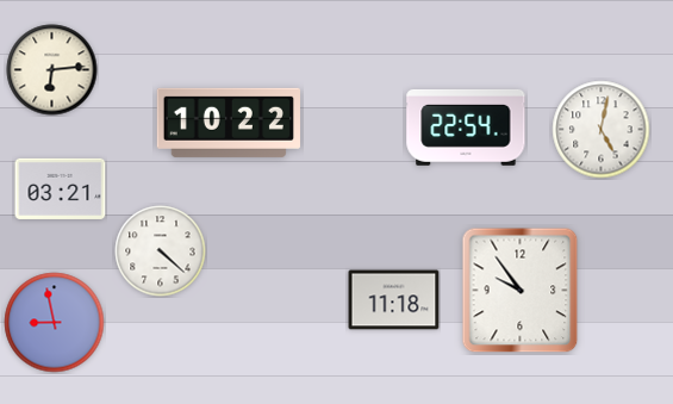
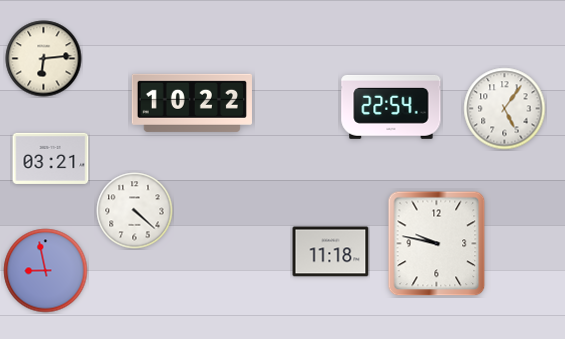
clock at (602, 130): 5:02 -> 5:06
clock at (521, 291): 9:54 -> 9:47
